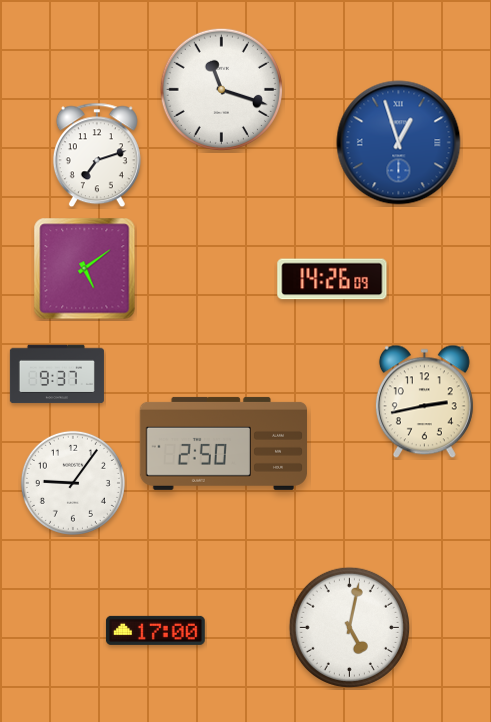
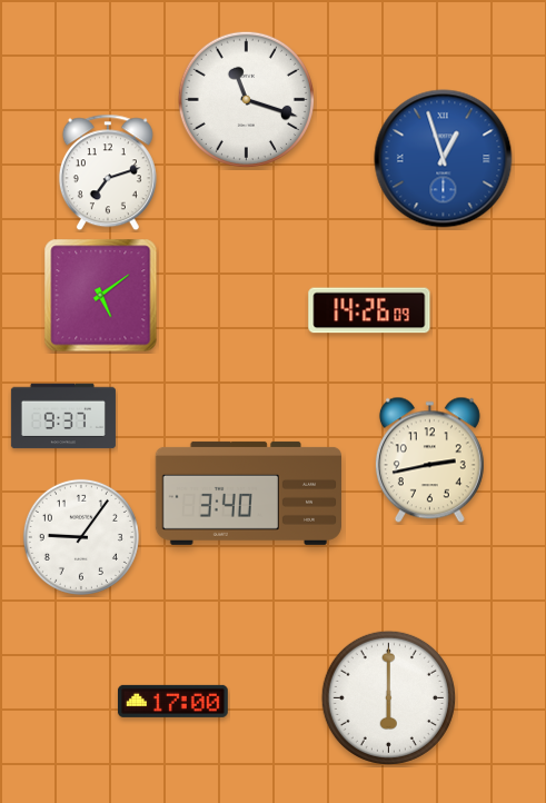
clock at (85, 269) position: (85, 269) -> (101, 296)
clock at (424, 402) position: (424, 402) -> (429, 460)
clock at (223, 443): 2:50 -> 3:40
clock at (349, 627): 5:02 -> 6:00
